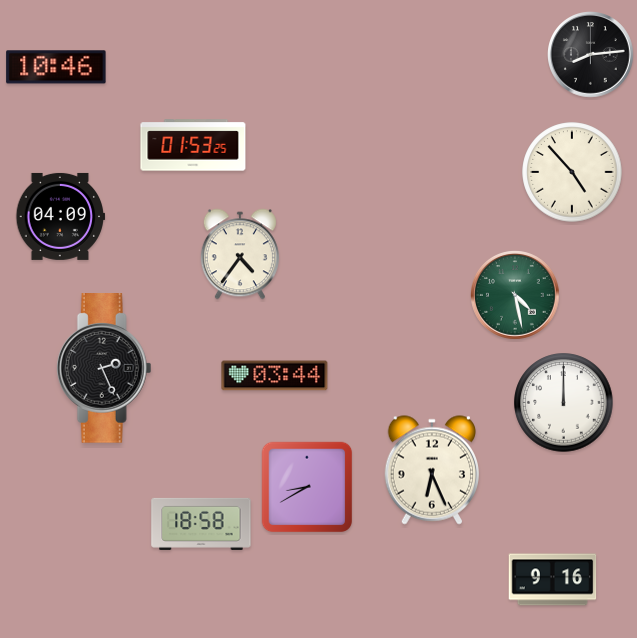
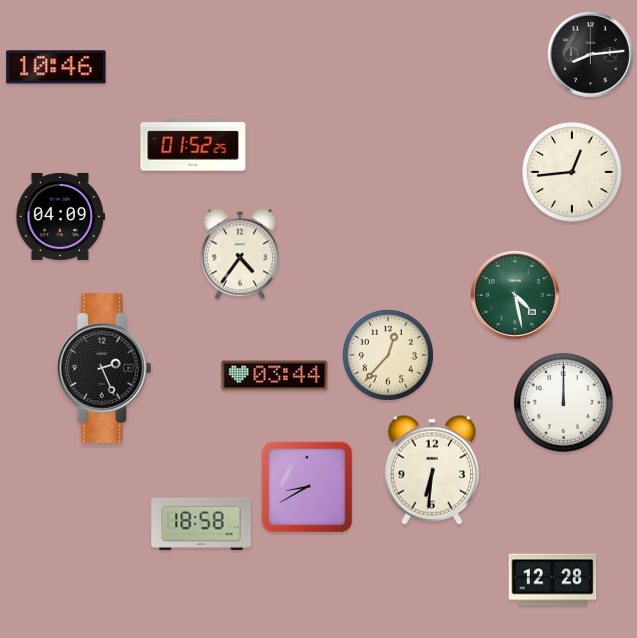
clock at (193, 145): 01:53 -> 01:52
clock at (572, 172): 4:53 -> 12:44
clock at (389, 356): none -> 12:37
clock at (431, 470): 6:26 -> 6:31
clock at (553, 580): 9:16 -> 12:28
